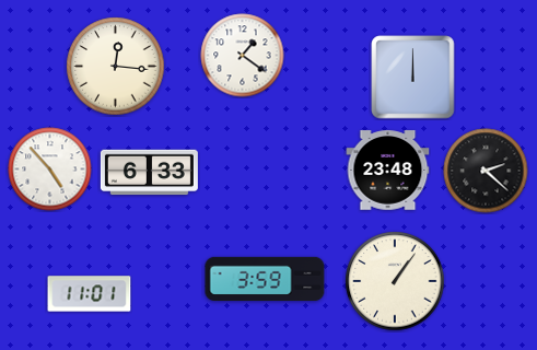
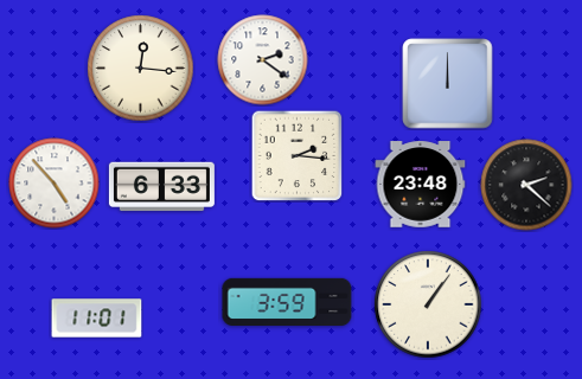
clock at (243, 56): 1:21 -> 2:21
clock at (116, 67) position: (116, 67) -> (141, 69)
clock at (296, 155): none -> 2:16
